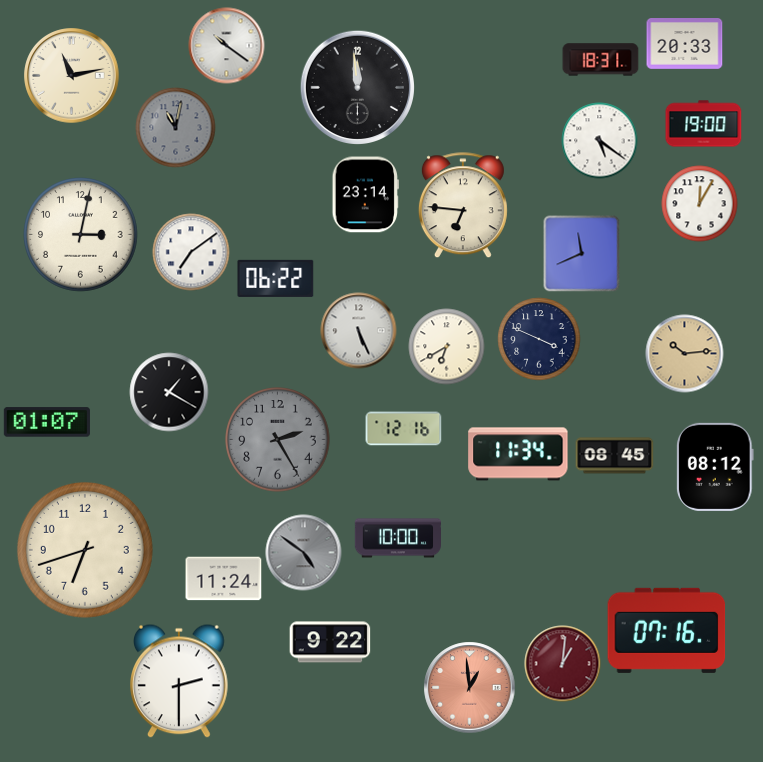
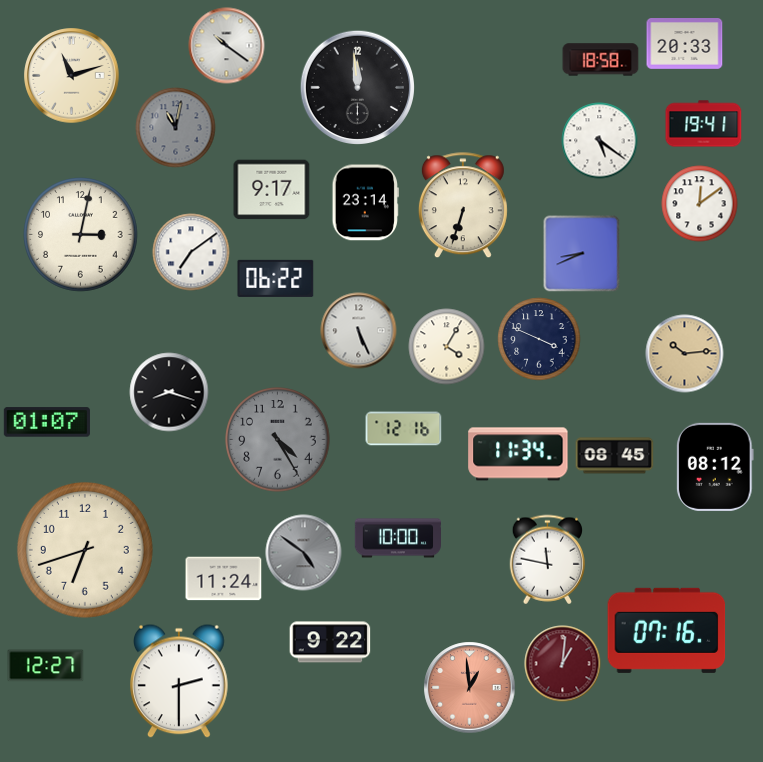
clock at (601, 60): 18:31 -> 18:58
clock at (72, 76): 11:13 -> 11:12
clock at (704, 124): 19:00 -> 19:41
clock at (272, 190): none -> 9:17
clock at (365, 195) position: (365, 195) -> (365, 203)
clock at (700, 204): 12:05 -> 12:09
clock at (463, 206): 6:46 -> 6:33
clock at (582, 254): 11:41 -> 8:41
clock at (447, 347): 6:40 -> 4:05
clock at (169, 392): 1:20 -> 8:18
clock at (278, 440): 2:25 -> 4:25
clock at (548, 560): none -> 11:47
clock at (46, 666): none -> 12:27
